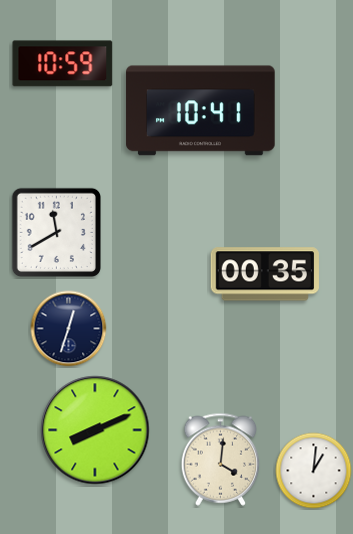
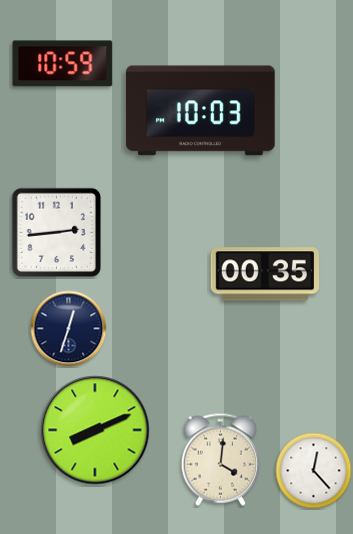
clock at (201, 111): 10:41 -> 10:03
clock at (56, 232): 11:40 -> 2:44
clock at (314, 471): 1:01 -> 12:23
